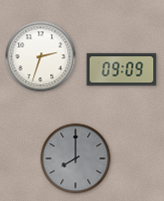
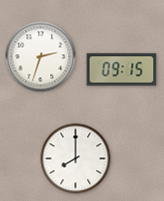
clock at (122, 70): 09:09 -> 09:15
clock at (76, 159) dial: grey -> white
